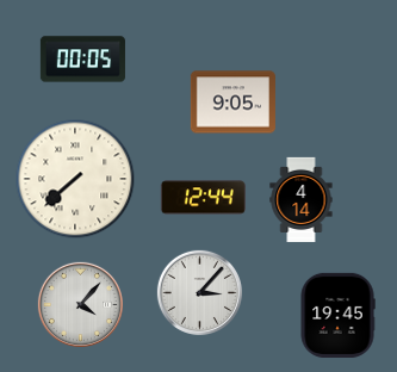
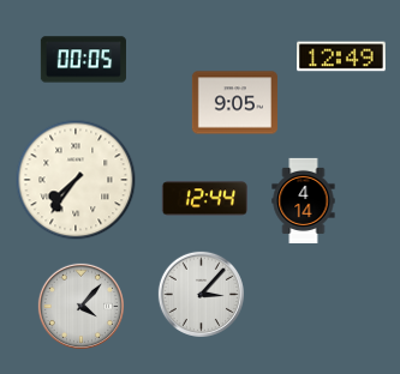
clock at (341, 56): none -> 12:49
clock at (75, 179): 7:38 -> 7:36
clock at (337, 315): 19:45 -> none
